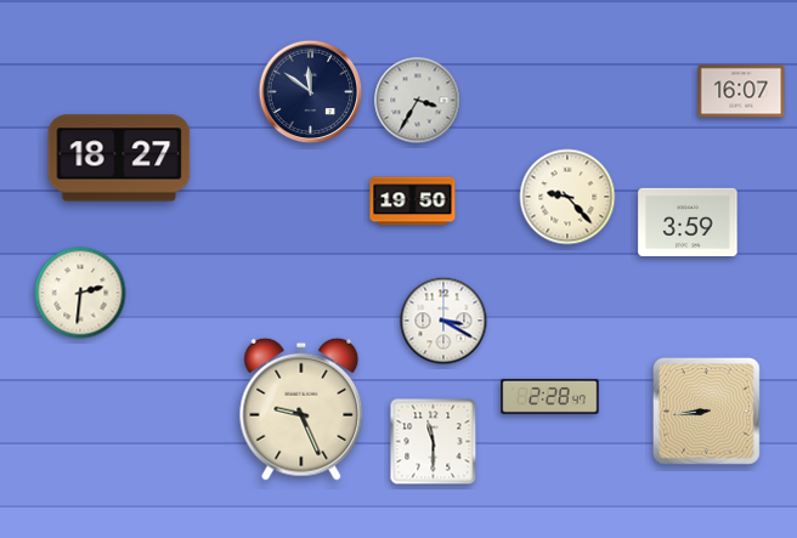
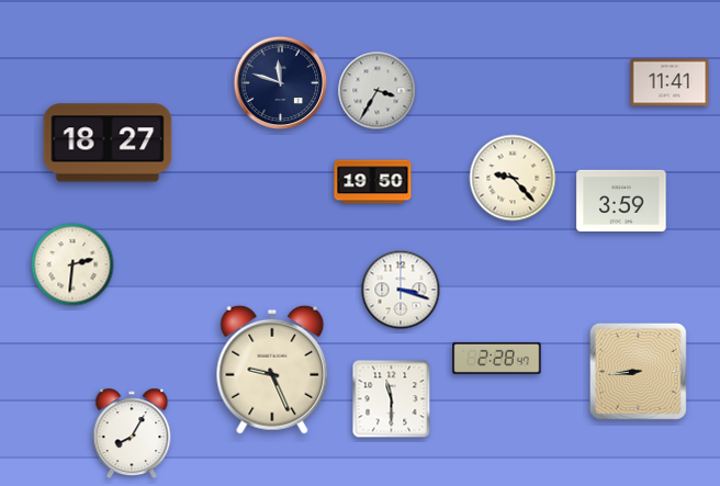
clock at (741, 91): 16:07 -> 11:41
clock at (311, 92): 11:51 -> 11:48
clock at (443, 321): 3:20 -> 3:18
clock at (132, 433): none -> 8:05
